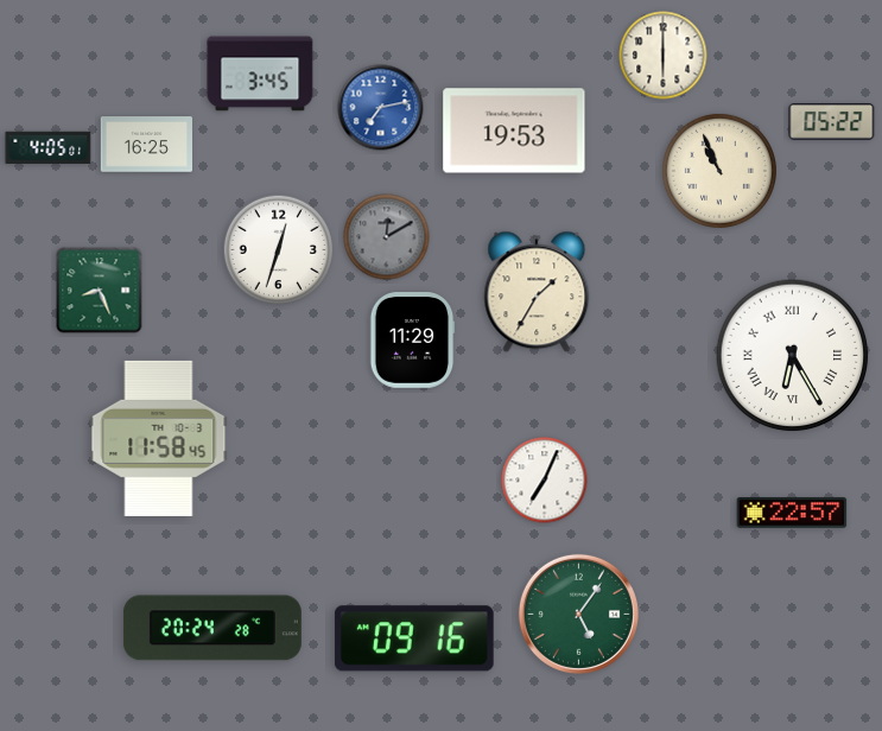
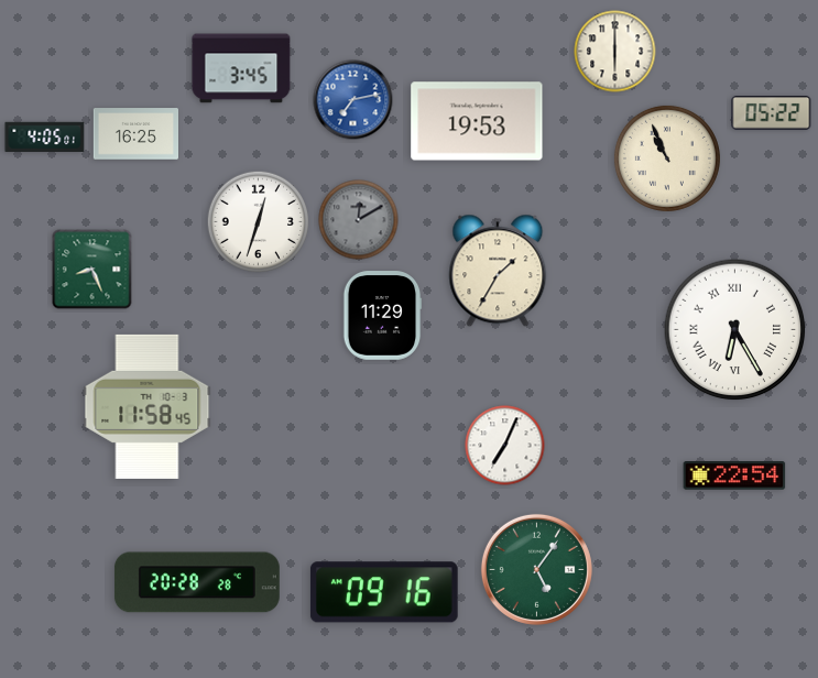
clock at (279, 250) position: (279, 250) -> (259, 222)
clock at (792, 513): 22:57 -> 22:54
clock at (212, 628): 20:24 -> 20:28
